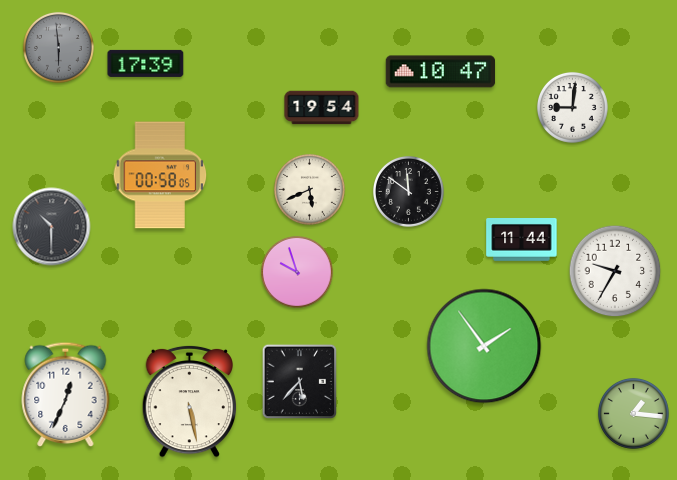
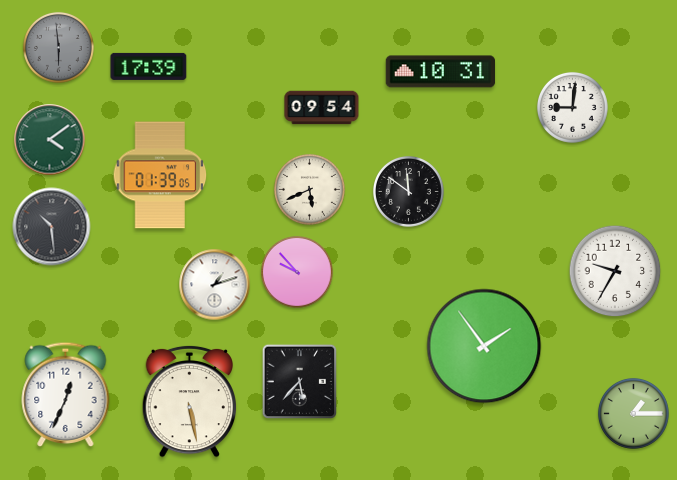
clock at (146, 63) position: (146, 63) -> (149, 66)
clock at (441, 72): 10:47 -> 10:31
clock at (322, 108): 19:54 -> 09:54
clock at (50, 140): none -> 4:09
clock at (160, 175): 00:58 -> 01:39
clock at (52, 227): 10:30 -> 10:29
clock at (522, 240): 11:44 -> none
clock at (298, 273): 9:57 -> 9:53
clock at (215, 285): none -> 1:12
clock at (633, 413): 1:16 -> 1:15
